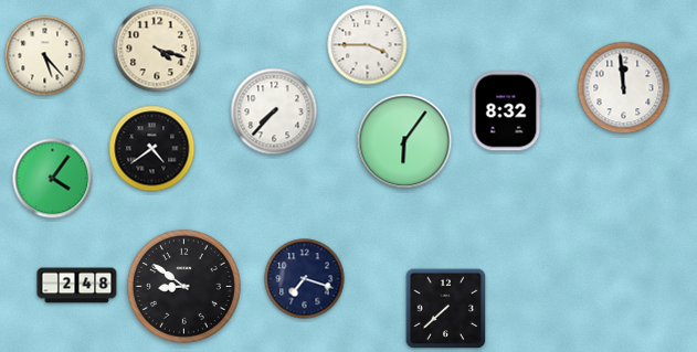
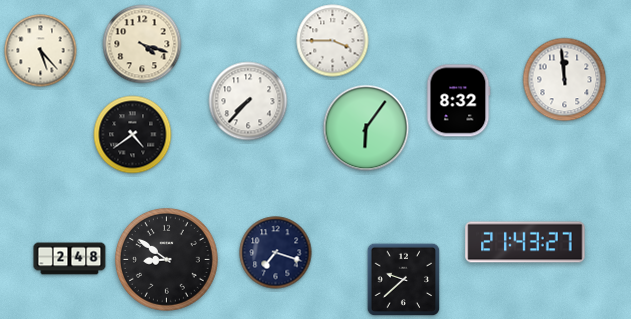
clock at (152, 149) position: (152, 149) -> (133, 135)
clock at (53, 179): 4:06 -> none
clock at (525, 242): none -> 21:43
clock at (446, 309): 7:38 -> 9:38
